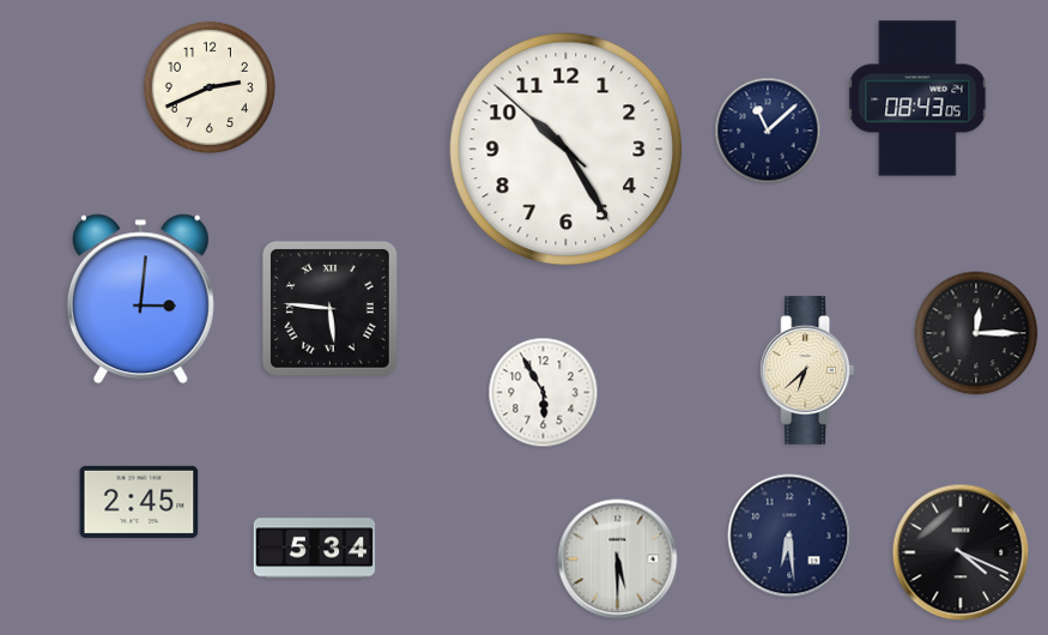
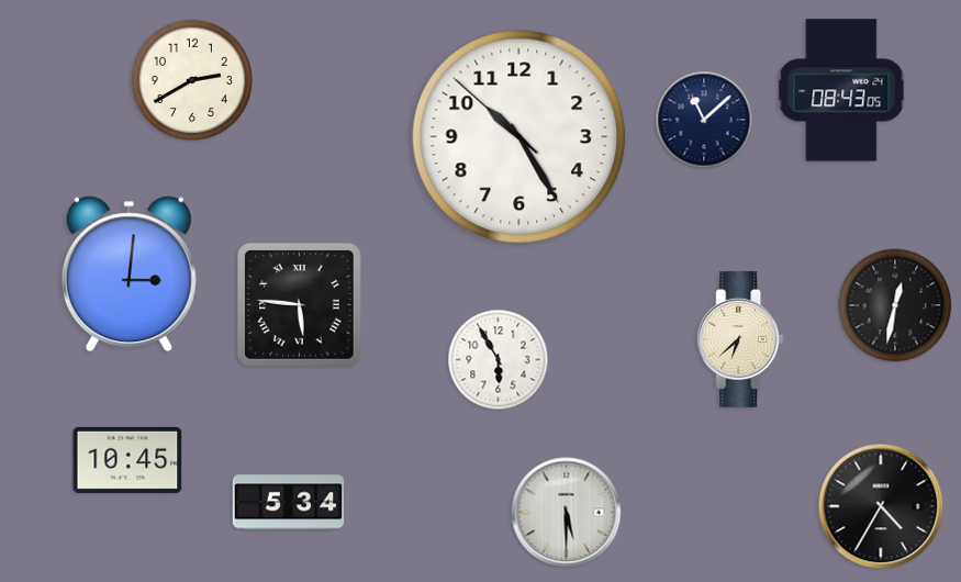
clock at (208, 86): 2:41 -> 2:40
clock at (329, 308) position: (329, 308) -> (299, 304)
clock at (976, 333): 12:15 -> 12:32
clock at (139, 502): 2:45 -> 10:45
clock at (789, 536): 6:29 -> none
clock at (961, 552): 4:19 -> 4:35
